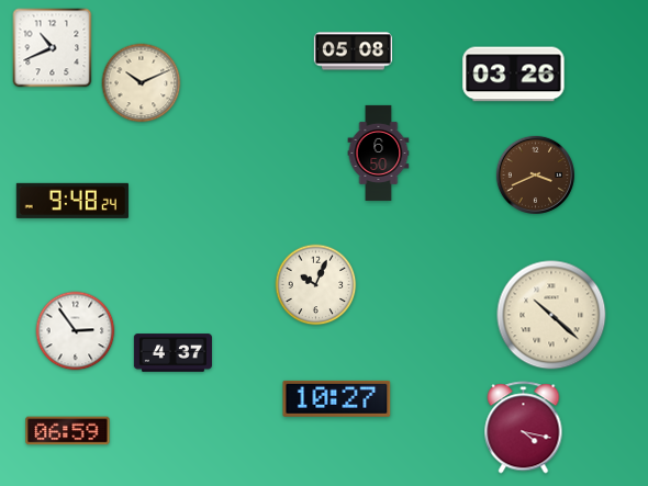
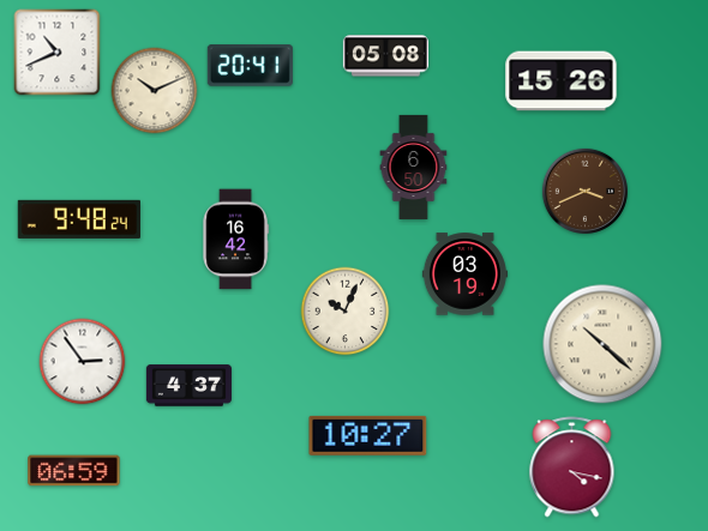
clock at (250, 66): none -> 20:41
clock at (514, 75): 03:26 -> 15:26
clock at (235, 240): none -> 16:42
clock at (464, 274): none -> 03:19
